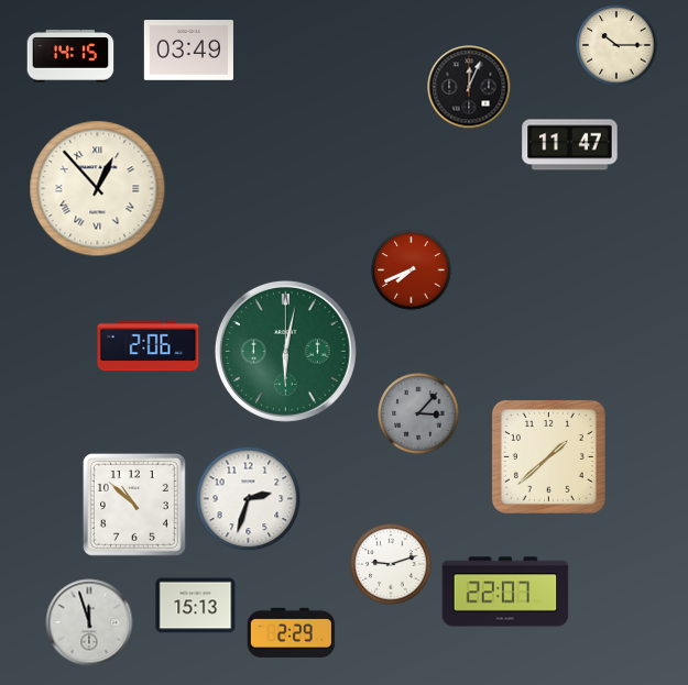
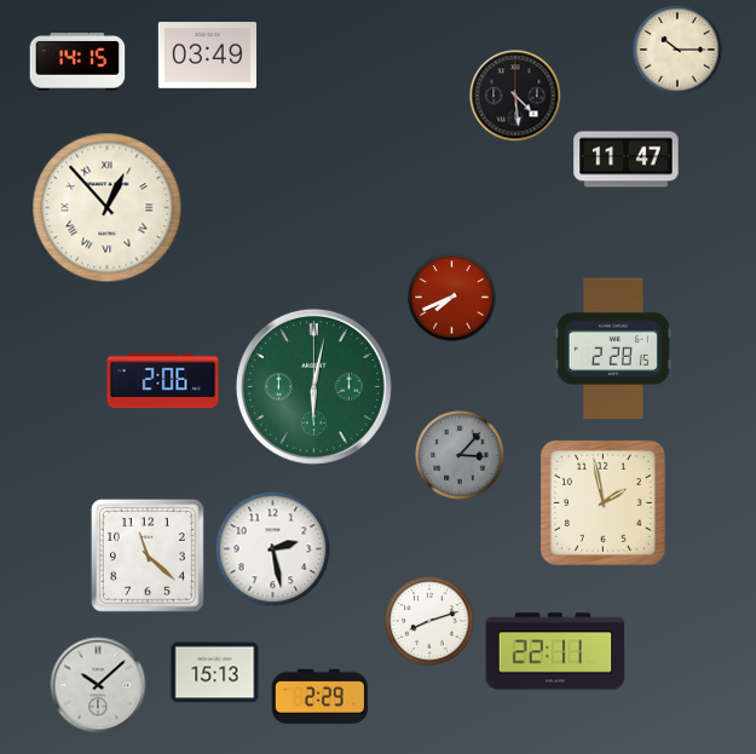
clock at (469, 87): 12:04 -> 4:29
clock at (613, 349): none -> 2:28
clock at (548, 456): 1:38 -> 1:58
clock at (249, 499): 2:33 -> 2:28
clock at (134, 505): 10:52 -> 11:22
clock at (391, 564): 9:12 -> 8:12
clock at (505, 592): 22:07 -> 22:11
clock at (196, 606) position: (196, 606) -> (215, 673)
clock at (89, 622): 11:57 -> 10:08
